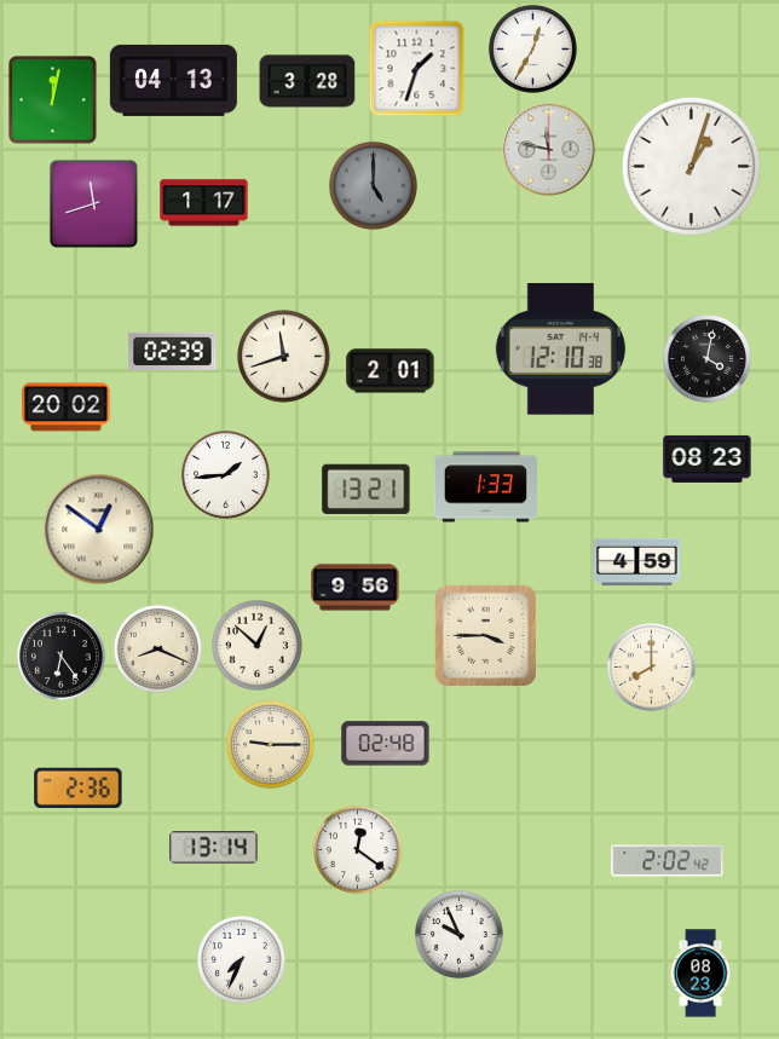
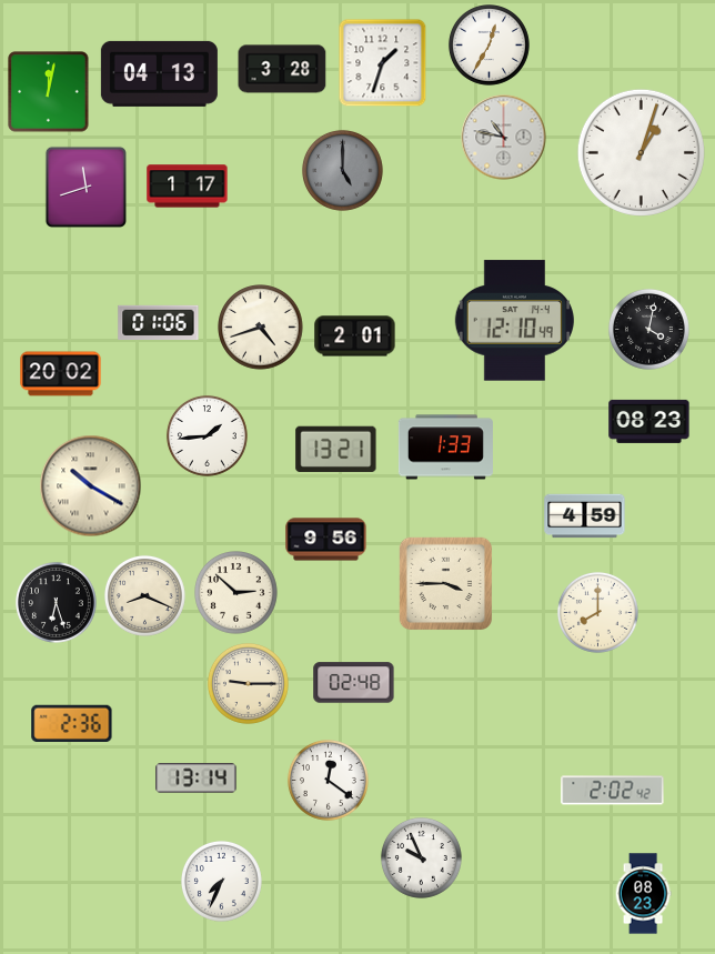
clock at (307, 81) position: (307, 81) -> (282, 69)
clock at (549, 150): 11:47 -> 10:47
clock at (691, 166) position: (691, 166) -> (641, 152)
clock at (560, 350): 12:10:38 -> 12:10:49
clock at (173, 351): 02:39 -> 01:06
clock at (284, 357): 11:42 -> 4:42
clock at (391, 371) position: (391, 371) -> (355, 337)
clock at (99, 530): 12:51 -> 10:20
clock at (258, 646): 12:52 -> 2:52
clock at (60, 656): 6:24 -> 6:27
